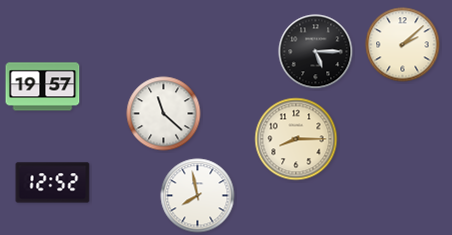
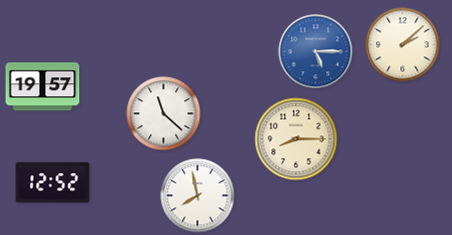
clock at (316, 52) dial: black -> blue
